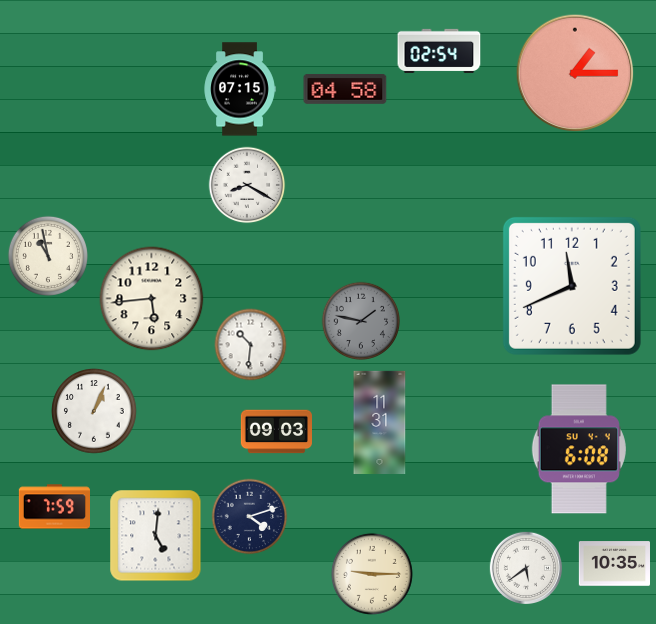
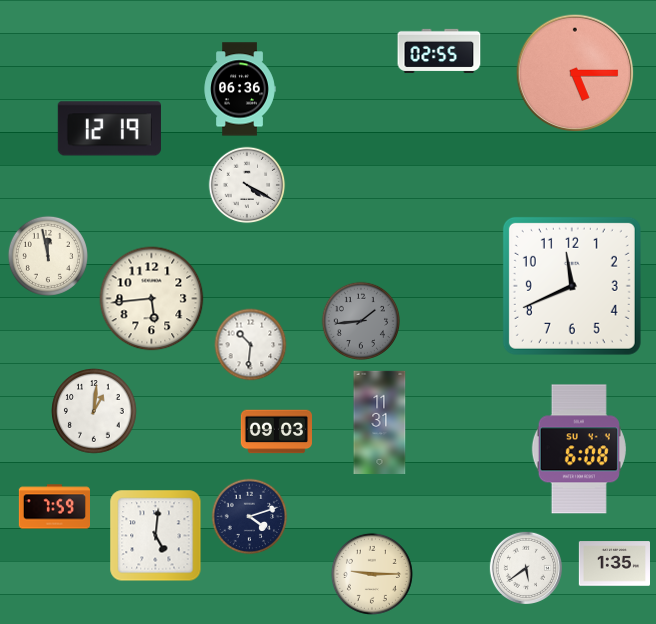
clock at (439, 51): 02:54 -> 02:55
clock at (575, 73): 1:15 -> 5:15
clock at (240, 89): 07:15 -> 06:36
clock at (345, 89): 04:58 -> none
clock at (109, 129): none -> 12:19
clock at (247, 185): 8:20 -> 4:20
clock at (48, 256): 10:58 -> 11:58
clock at (360, 320): 1:47 -> 1:44
clock at (94, 411): 1:04 -> 1:01
clock at (614, 564): 10:35 -> 1:35
